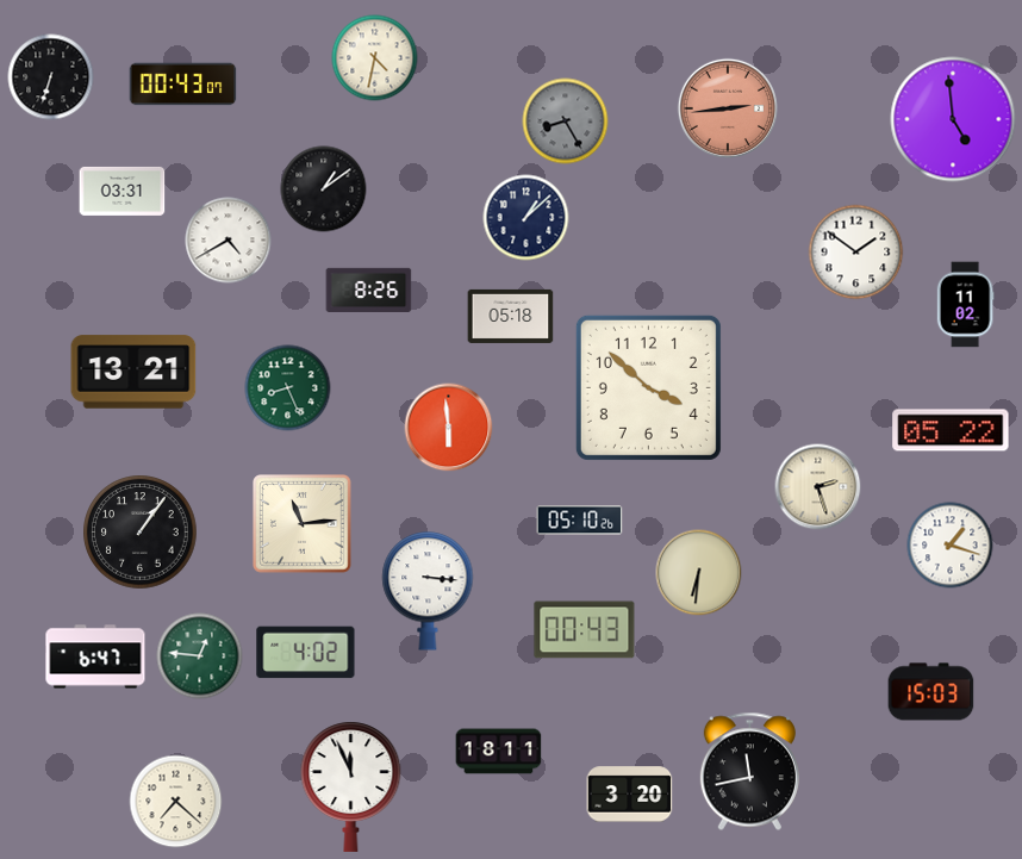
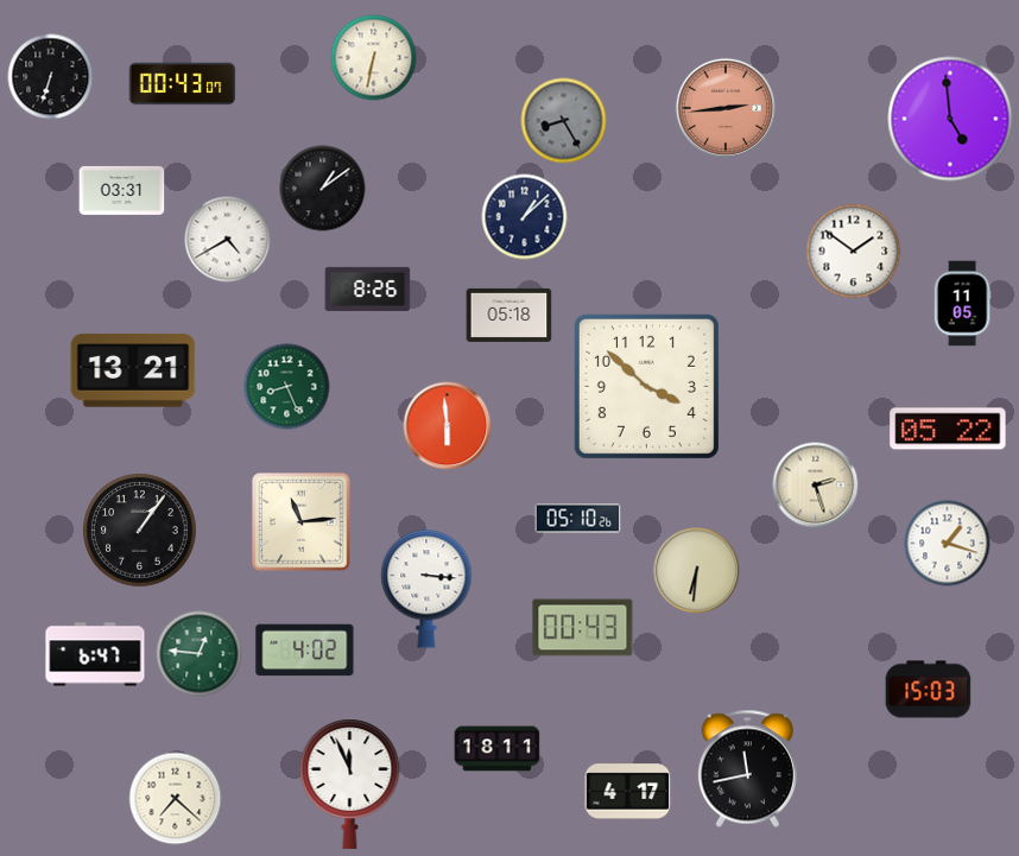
clock at (375, 58): 4:32 -> 6:32
clock at (965, 305): 11:02 -> 11:05
clock at (630, 795): 3:20 -> 4:17
